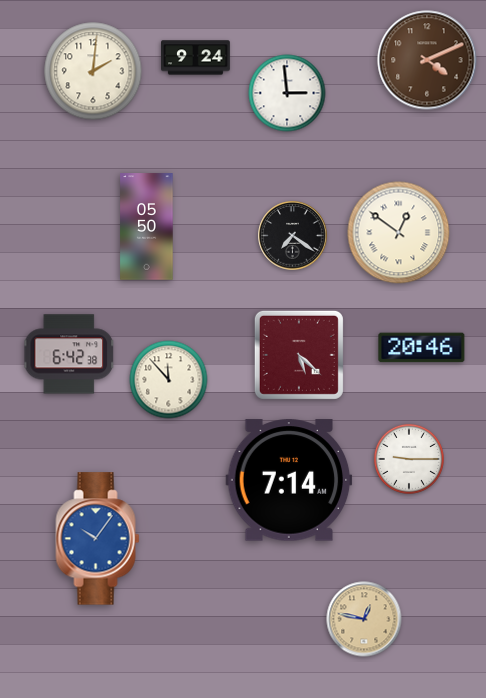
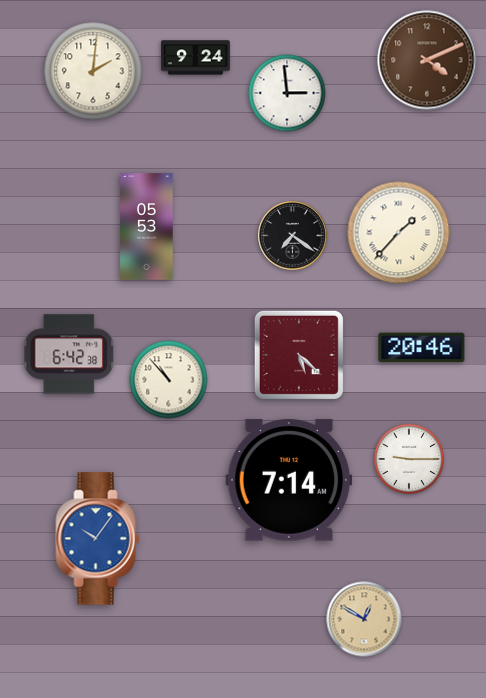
clock at (147, 227): 05:50 -> 05:53
clock at (399, 233): 12:51 -> 1:37
clock at (169, 380): 11:53 -> 10:53
clock at (364, 619): 12:47 -> 12:50
